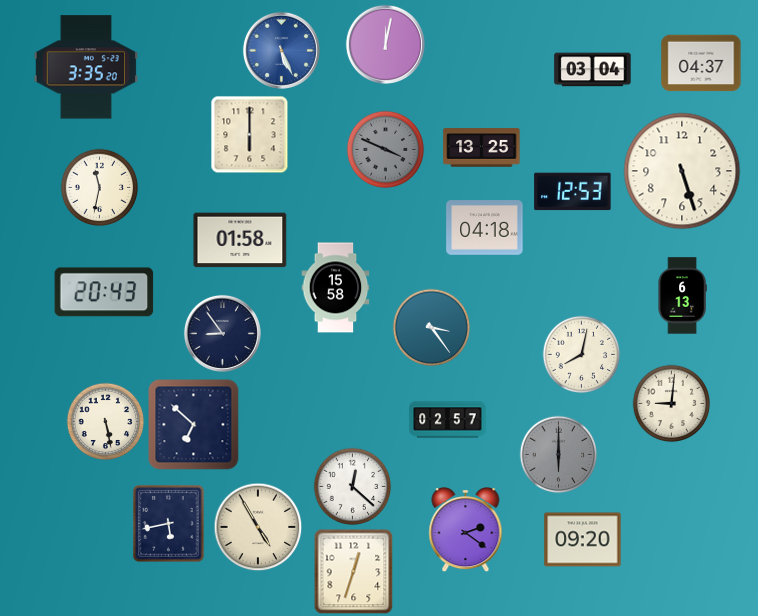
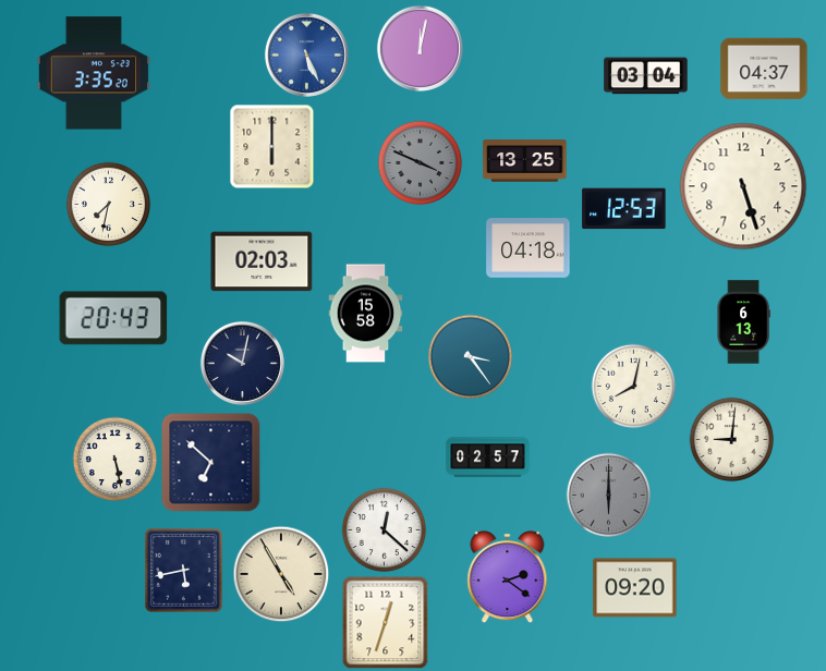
clock at (99, 187): 11:32 -> 7:32
clock at (240, 240): 01:58 -> 02:03
clock at (222, 333): 8:54 -> 10:02
